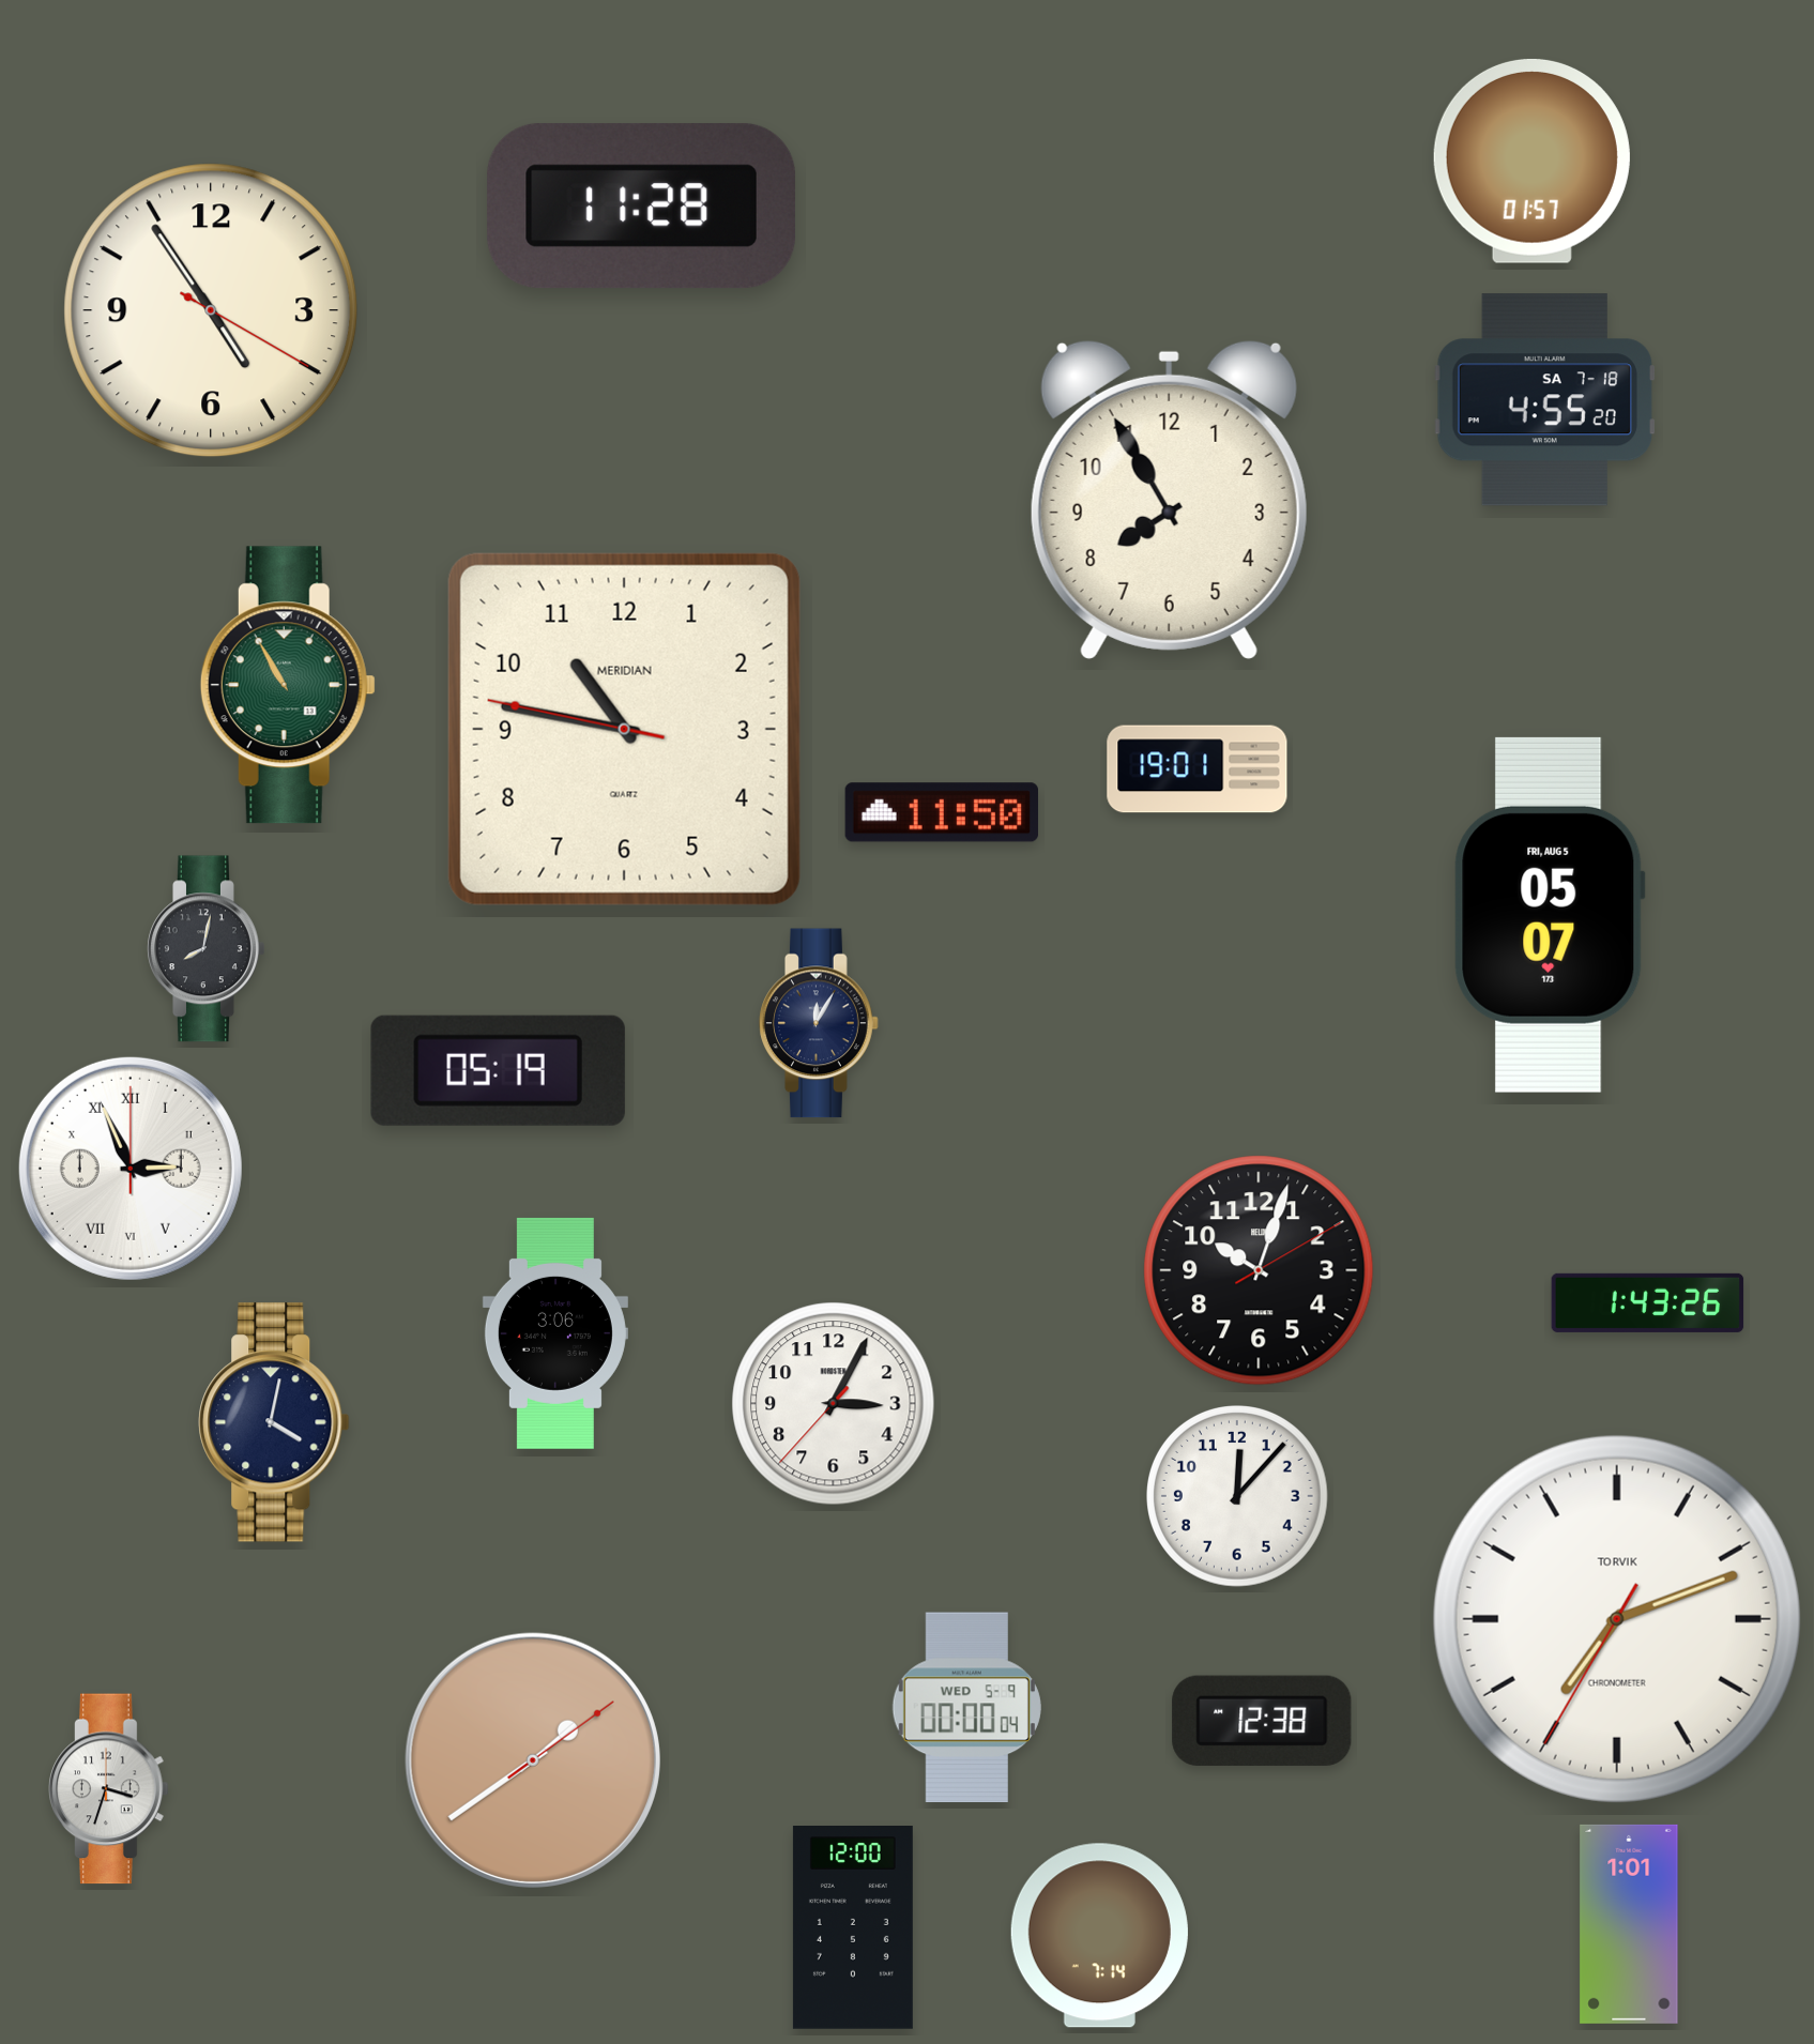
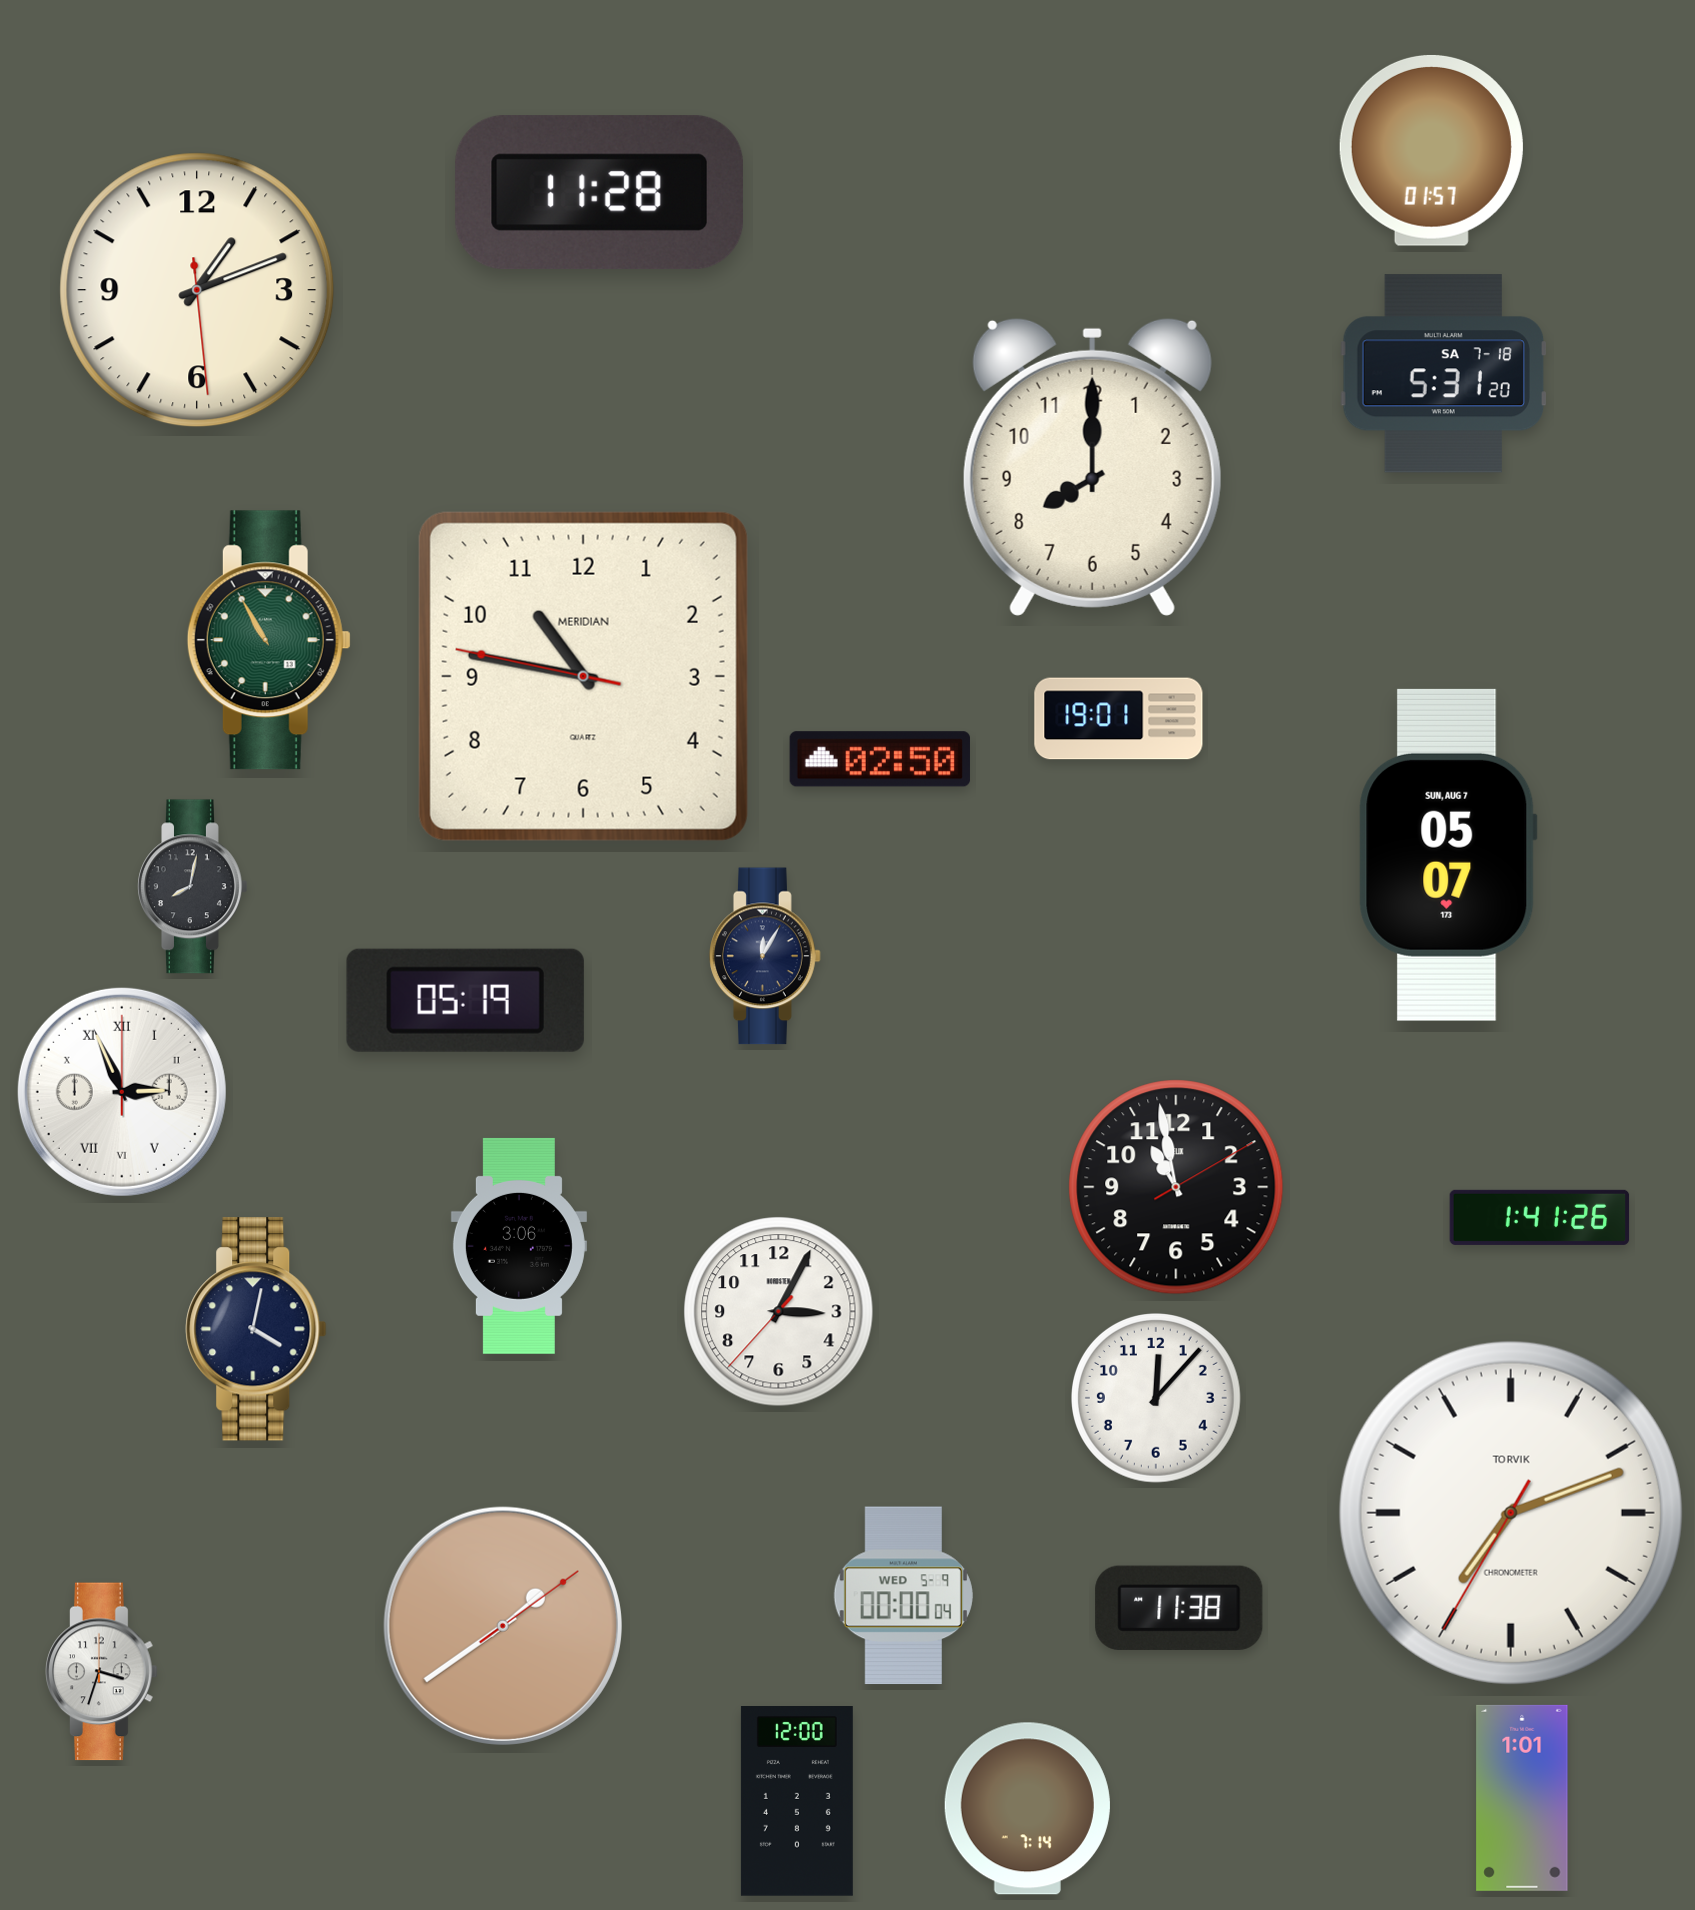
clock at (211, 310): 4:54 -> 1:11
clock at (1544, 400): 4:55 -> 5:31
clock at (1169, 500): 7:55 -> 8:00
clock at (624, 729) position: (624, 729) -> (583, 676)
clock at (942, 812): 11:50 -> 02:50
clock at (1550, 915) date: FRI, AUG 5 -> SUN, AUG 7
clock at (1259, 1270): 10:03 -> 10:58
clock at (1648, 1302): 1:43 -> 1:41
clock at (1262, 1721): 12:38 -> 11:38
clock at (533, 1760) position: (533, 1760) -> (503, 1626)
